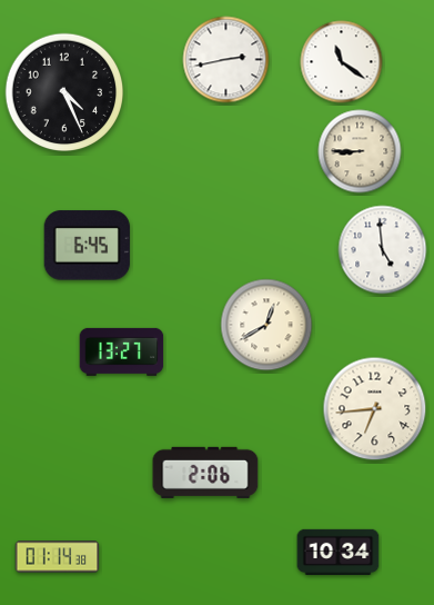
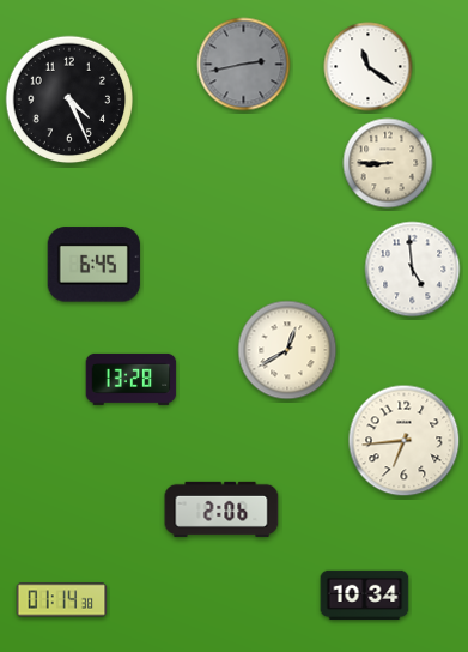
clock at (226, 60) dial: white -> grey
clock at (122, 351): 13:27 -> 13:28
